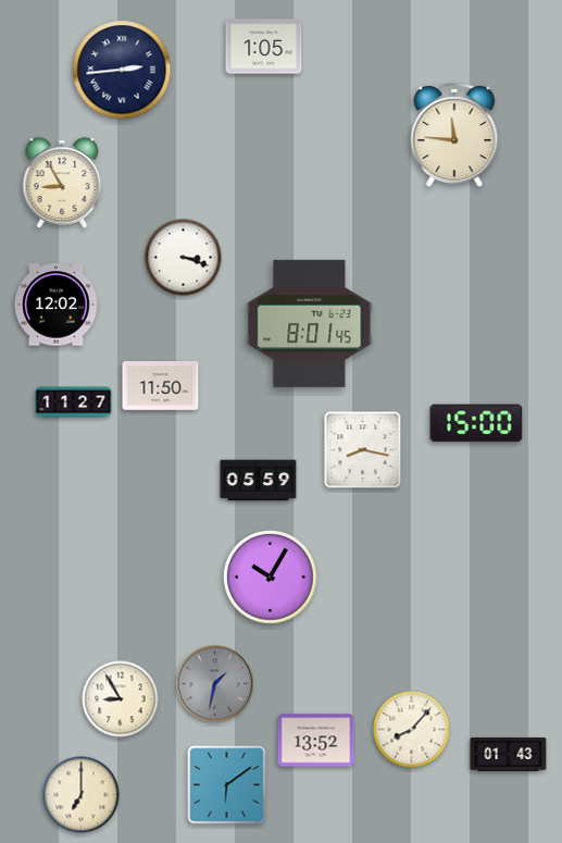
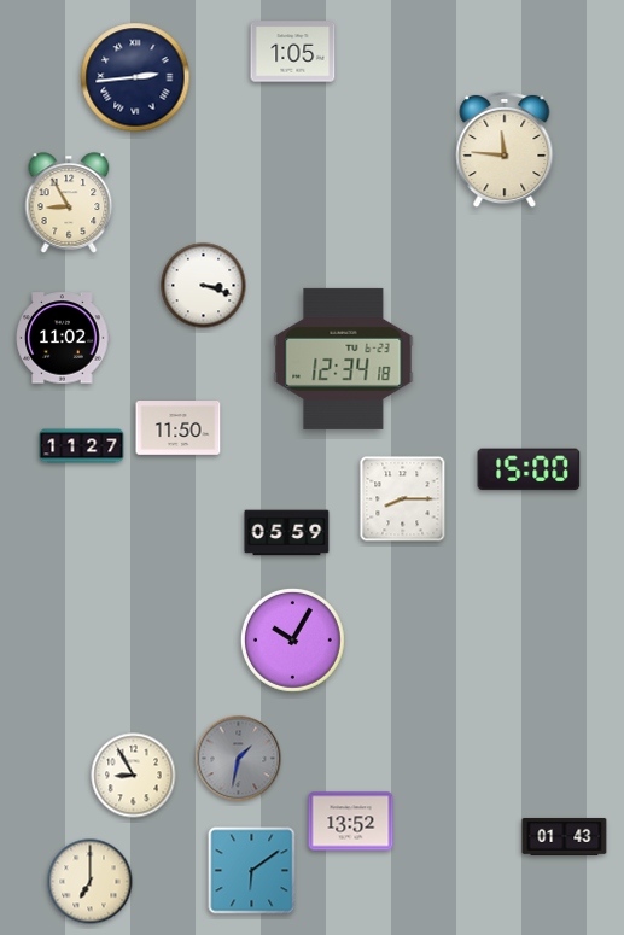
clock at (57, 305): 12:02 -> 11:02
clock at (310, 323): 8:01 -> 12:34
clock at (363, 450): 8:17 -> 8:15
clock at (270, 577) position: (270, 577) -> (292, 639)
clock at (412, 730): 8:07 -> none
